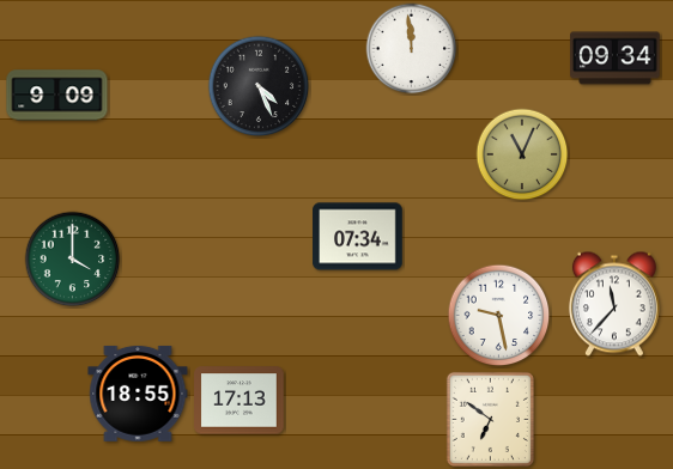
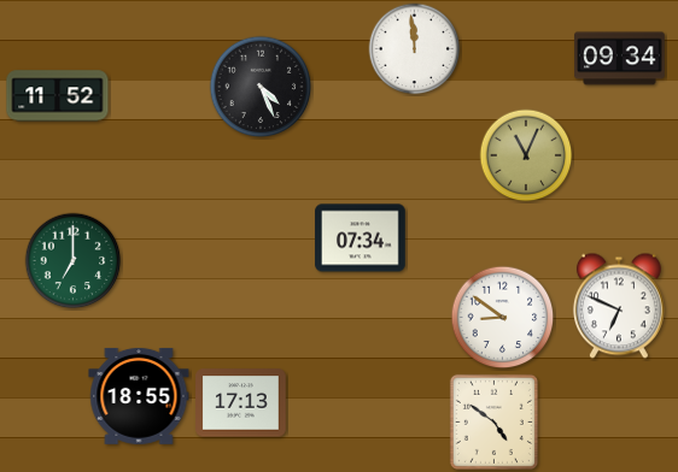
clock at (57, 96): 9:09 -> 11:52
clock at (73, 260): 4:00 -> 7:00
clock at (614, 304): 11:37 -> 6:49
clock at (499, 316): 9:28 -> 8:51
clock at (490, 419): 6:51 -> 4:51
